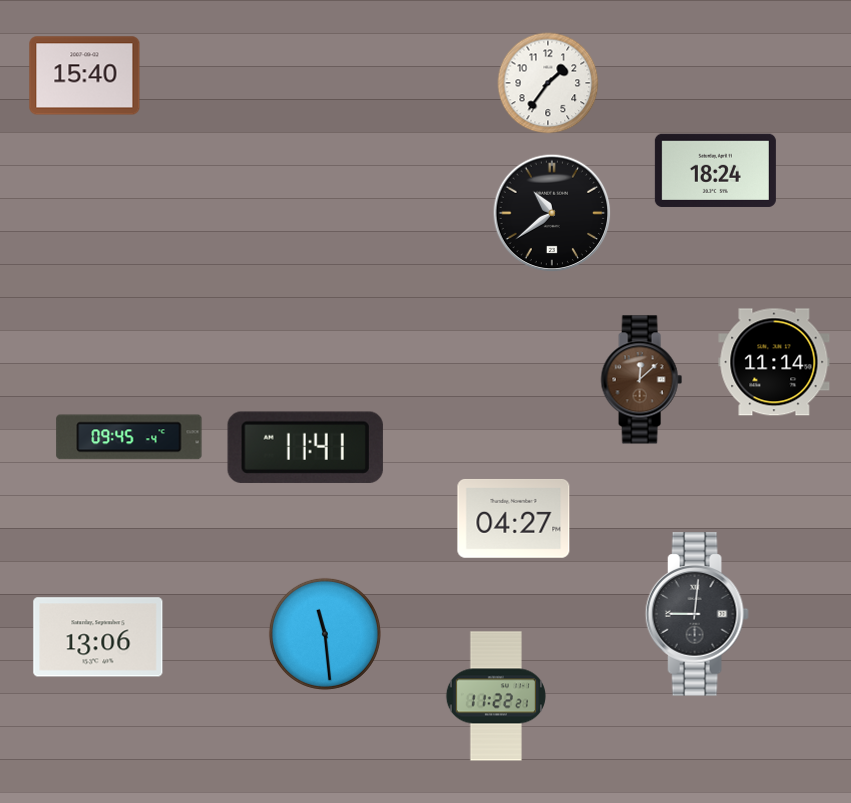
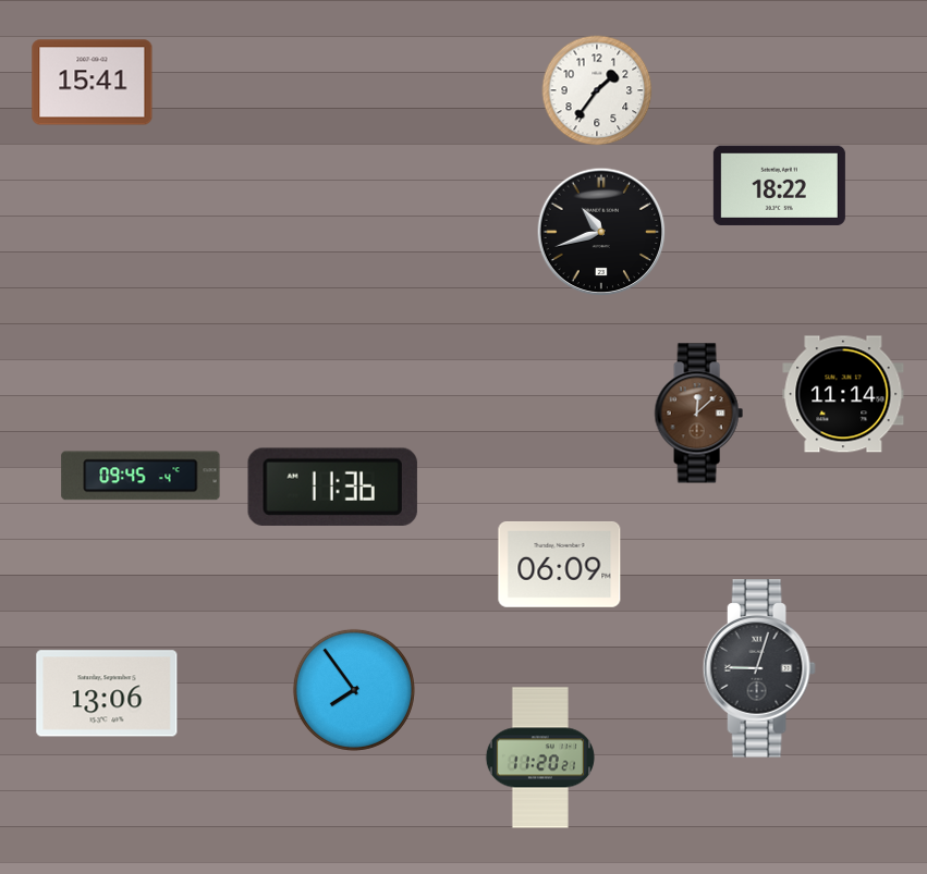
clock at (85, 76): 15:40 -> 15:41
clock at (715, 170): 18:24 -> 18:22
clock at (552, 213): 10:39 -> 10:42
clock at (305, 447): 11:41 -> 11:36
clock at (514, 518): 04:27 -> 06:09
clock at (697, 614): 9:01 -> 9:03
clock at (325, 634): 11:29 -> 7:54
clock at (496, 696): 11:22 -> 11:20
